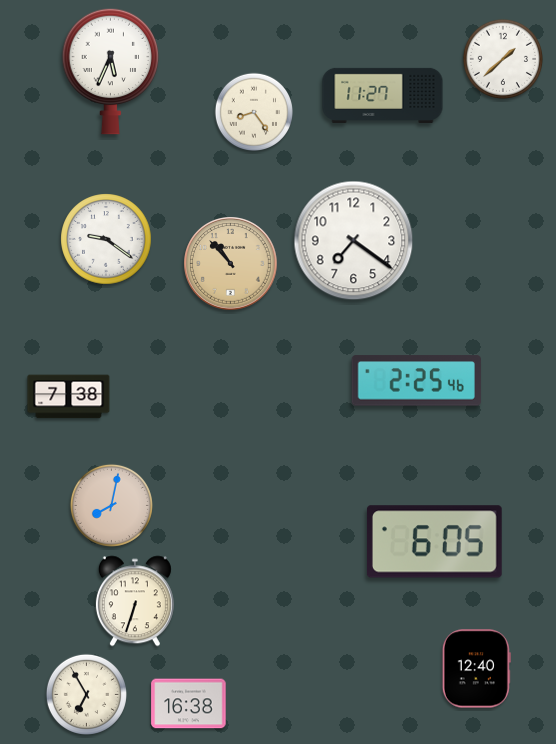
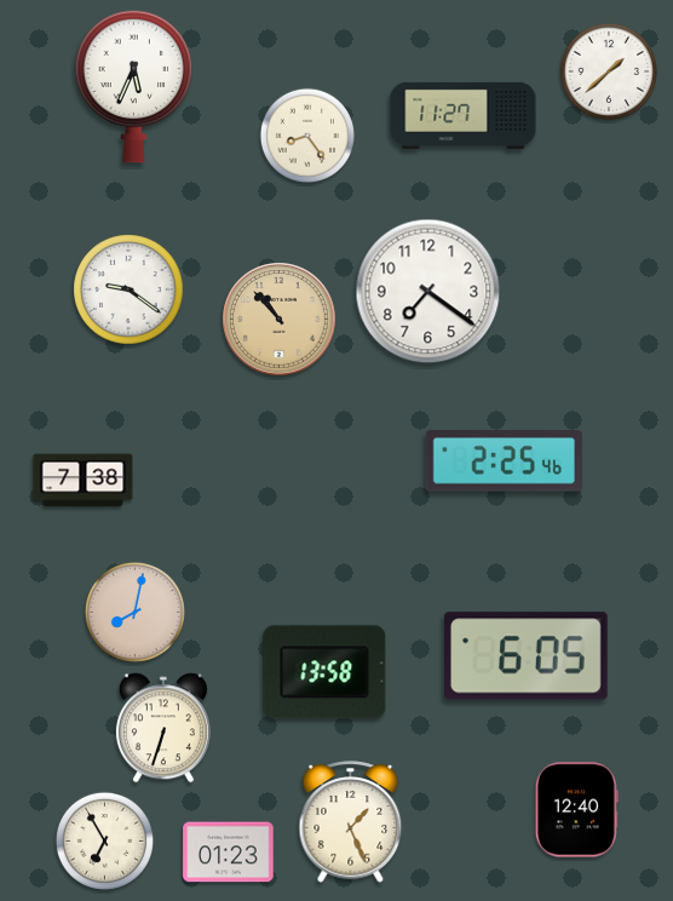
clock at (324, 672): none -> 13:58
clock at (351, 822): none -> 1:26
clock at (189, 704): 16:38 -> 01:23
